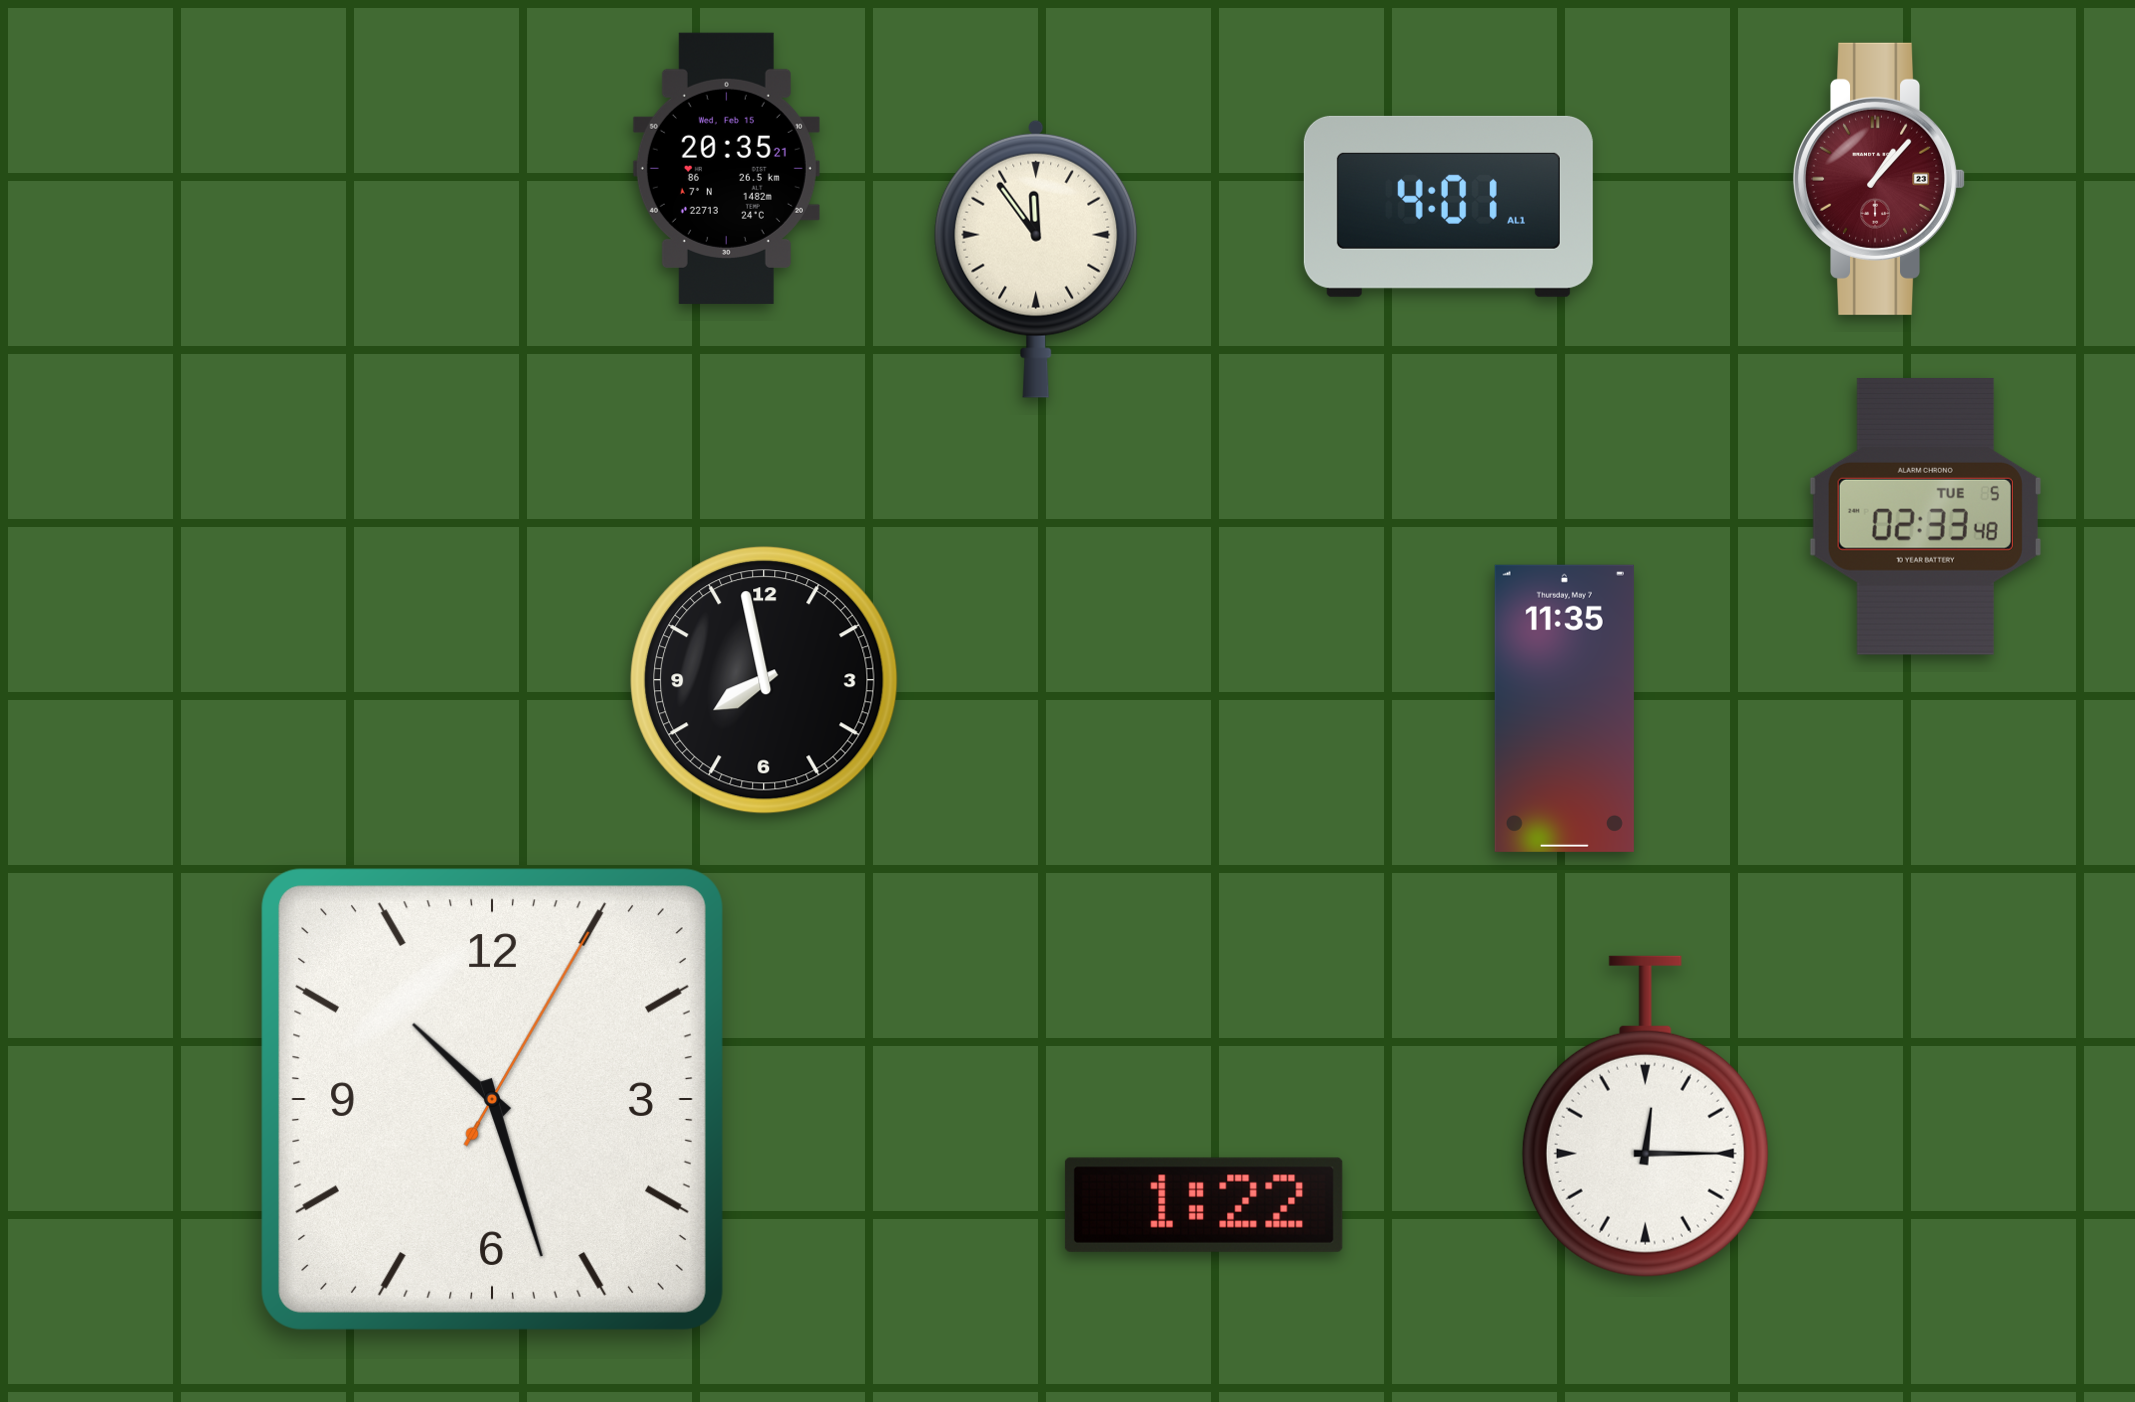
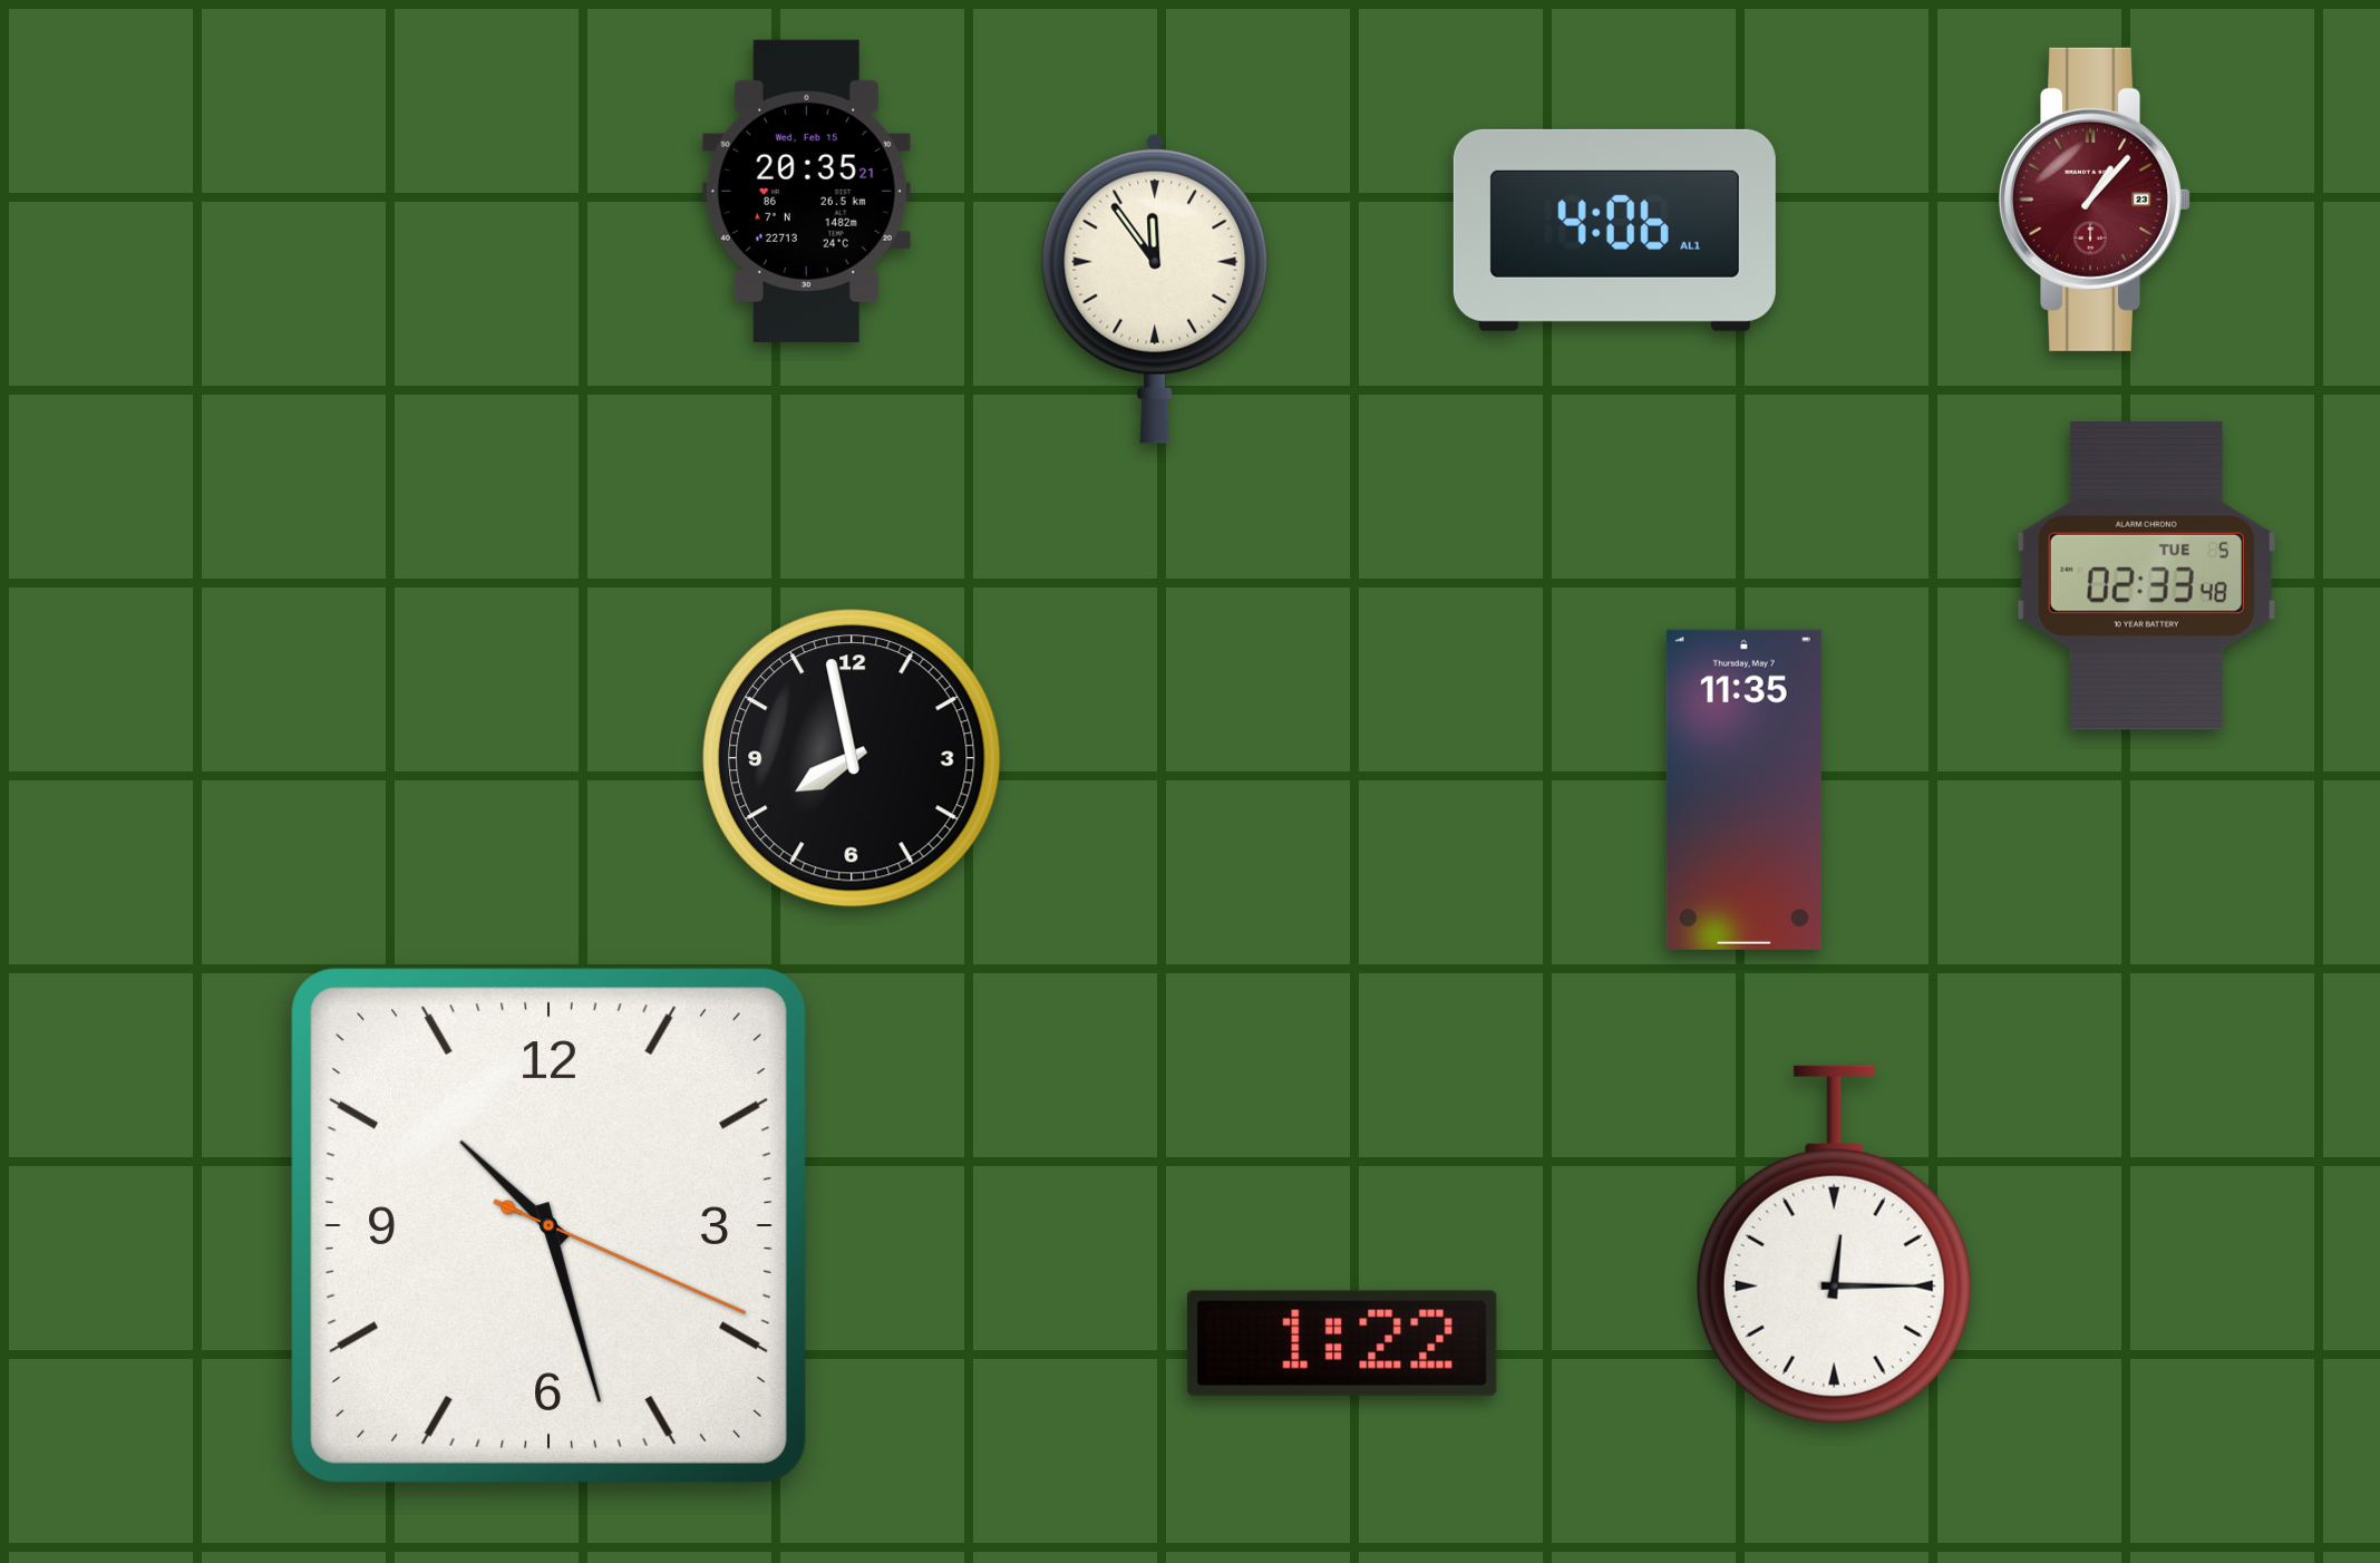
clock at (726, 168) position: (726, 168) -> (806, 191)
clock at (1448, 206): 4:01 -> 4:06
clock at (492, 1099): 10:27:05 -> 10:27:19
